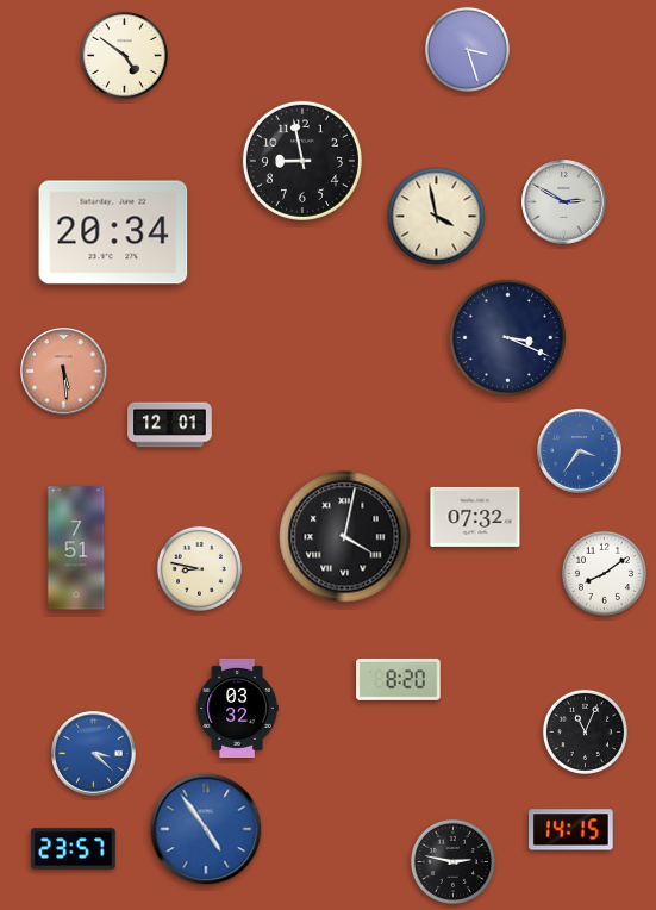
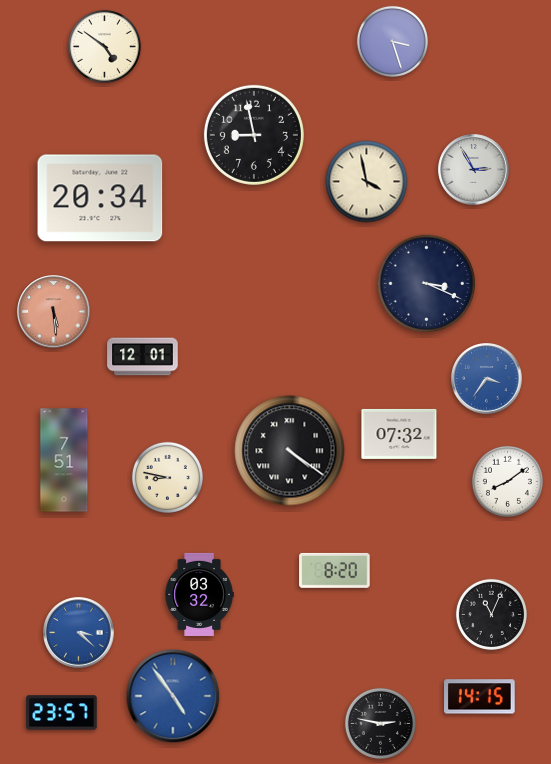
clock at (564, 202): 2:50 -> 2:55
clock at (113, 232) position: (113, 232) -> (100, 198)
clock at (345, 537): 4:02 -> 4:21
